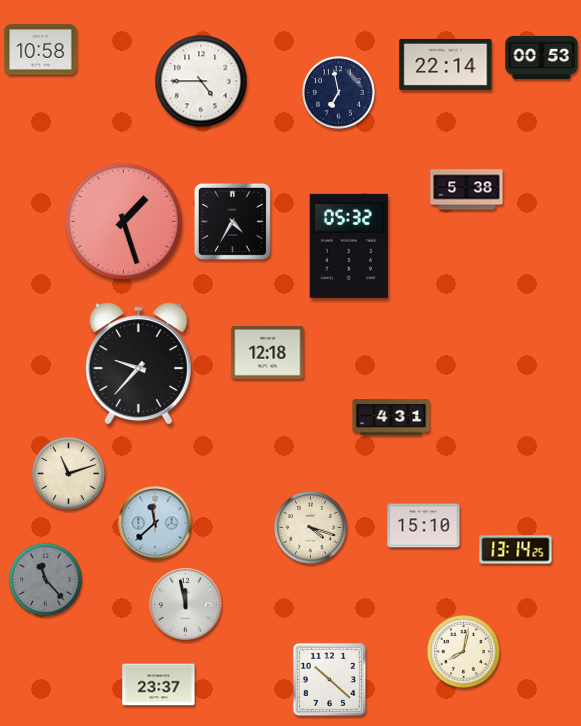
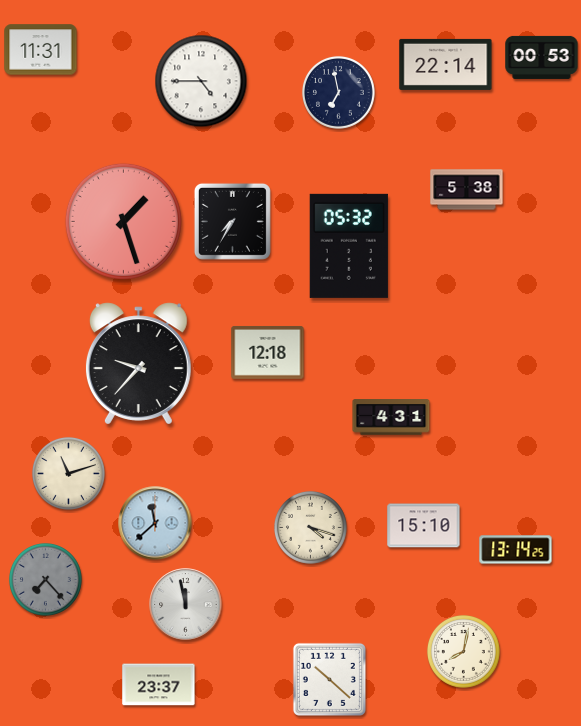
clock at (41, 50): 10:58 -> 11:31
clock at (232, 221): 4:35 -> 7:35
clock at (46, 580): 11:23 -> 7:23
